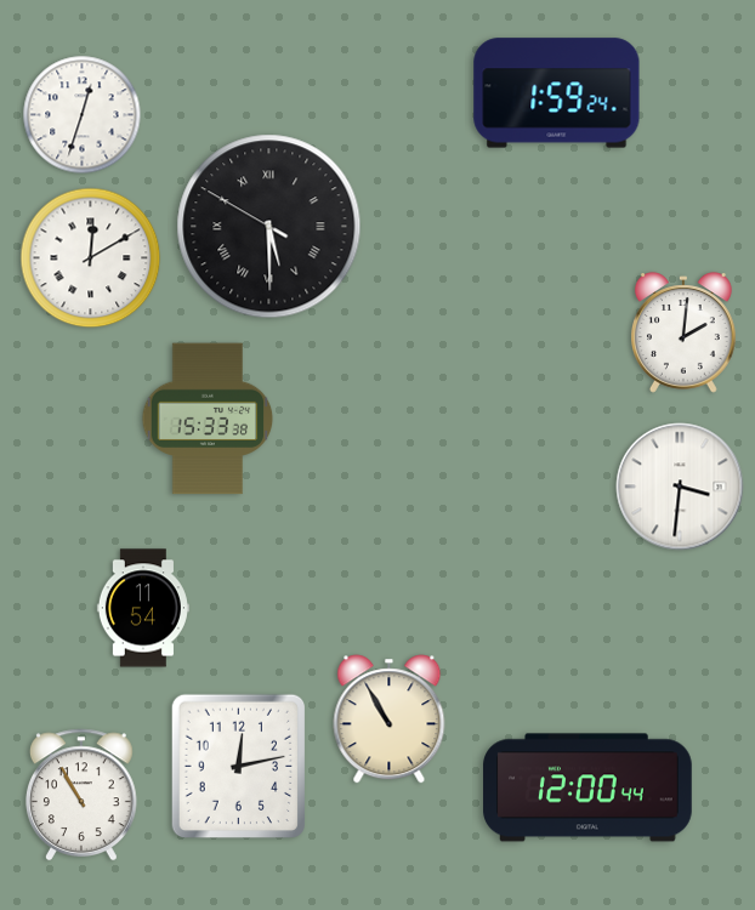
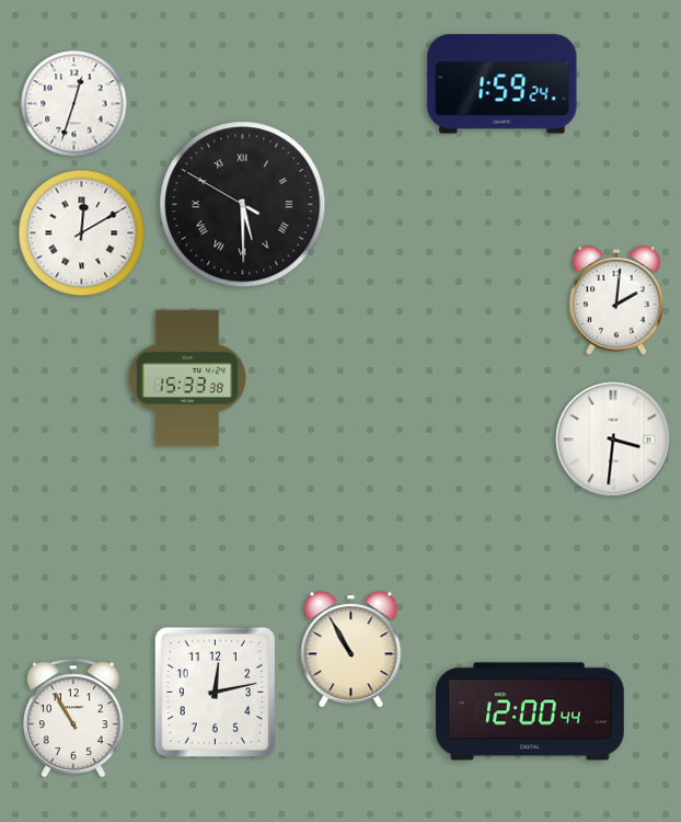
clock at (143, 608): 11:54 -> none
